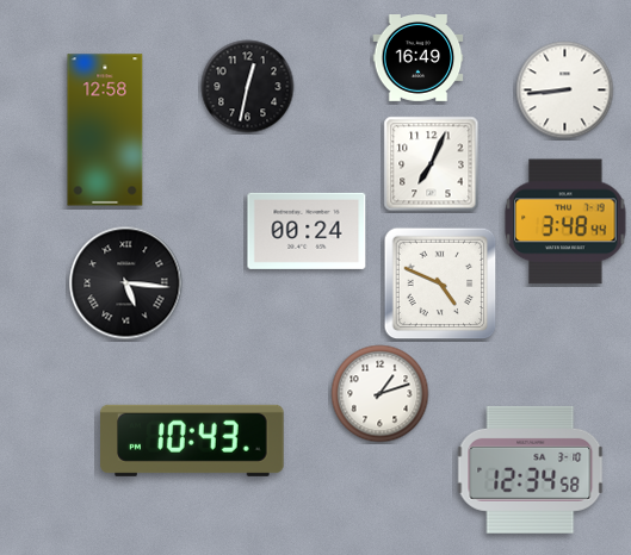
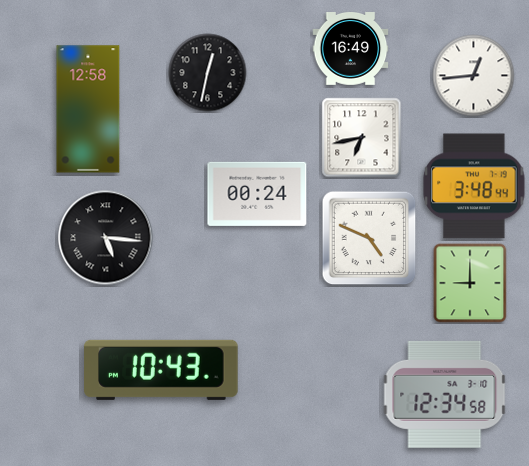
clock at (565, 91): 8:44 -> 12:44
clock at (432, 164): 7:04 -> 6:43
clock at (470, 283): none -> 9:00
clock at (381, 394): 1:12 -> none
